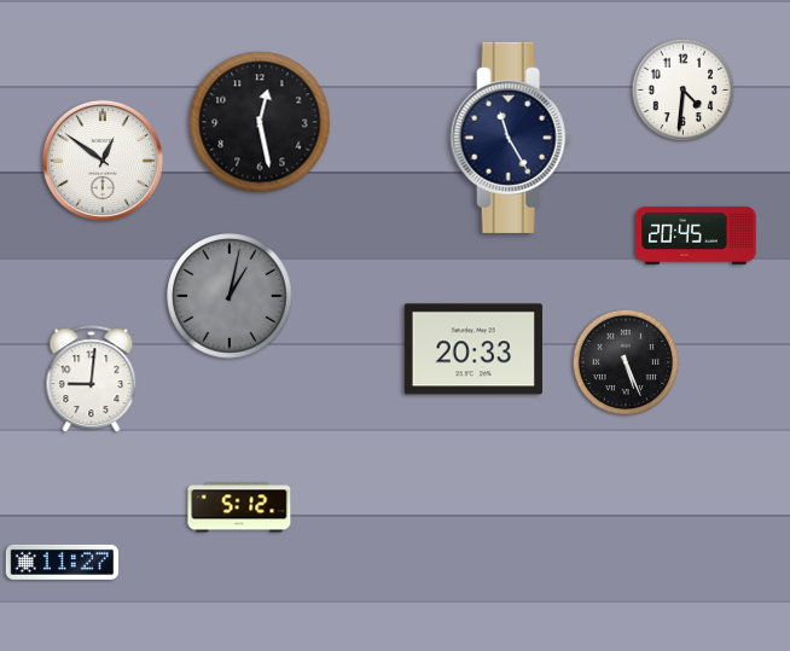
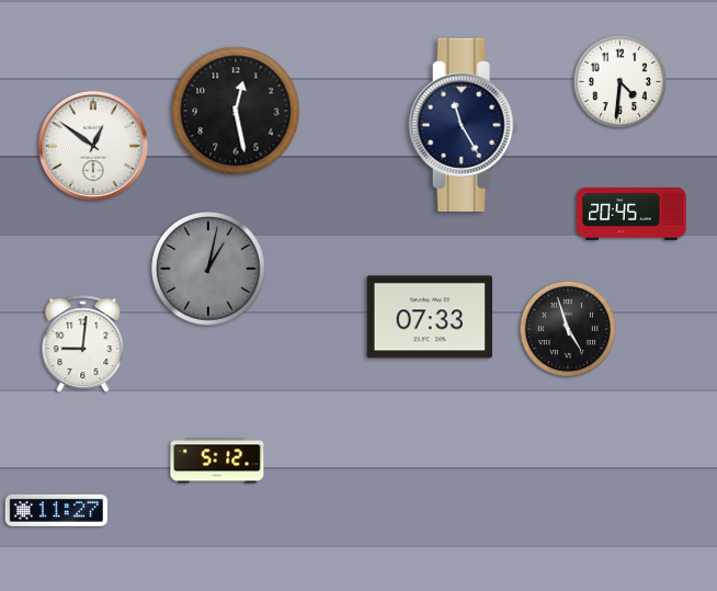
clock at (474, 349): 20:33 -> 07:33
clock at (626, 362): 5:26 -> 4:57
